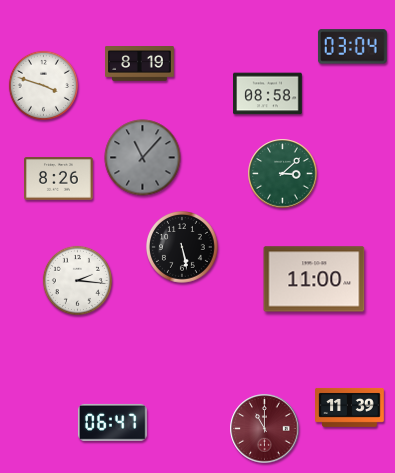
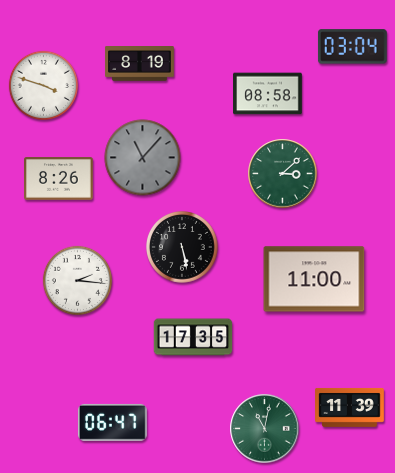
clock at (193, 337): none -> 17:35
clock at (265, 429): 11:00 -> 11:02
clock at (265, 429) dial: burgundy -> green
